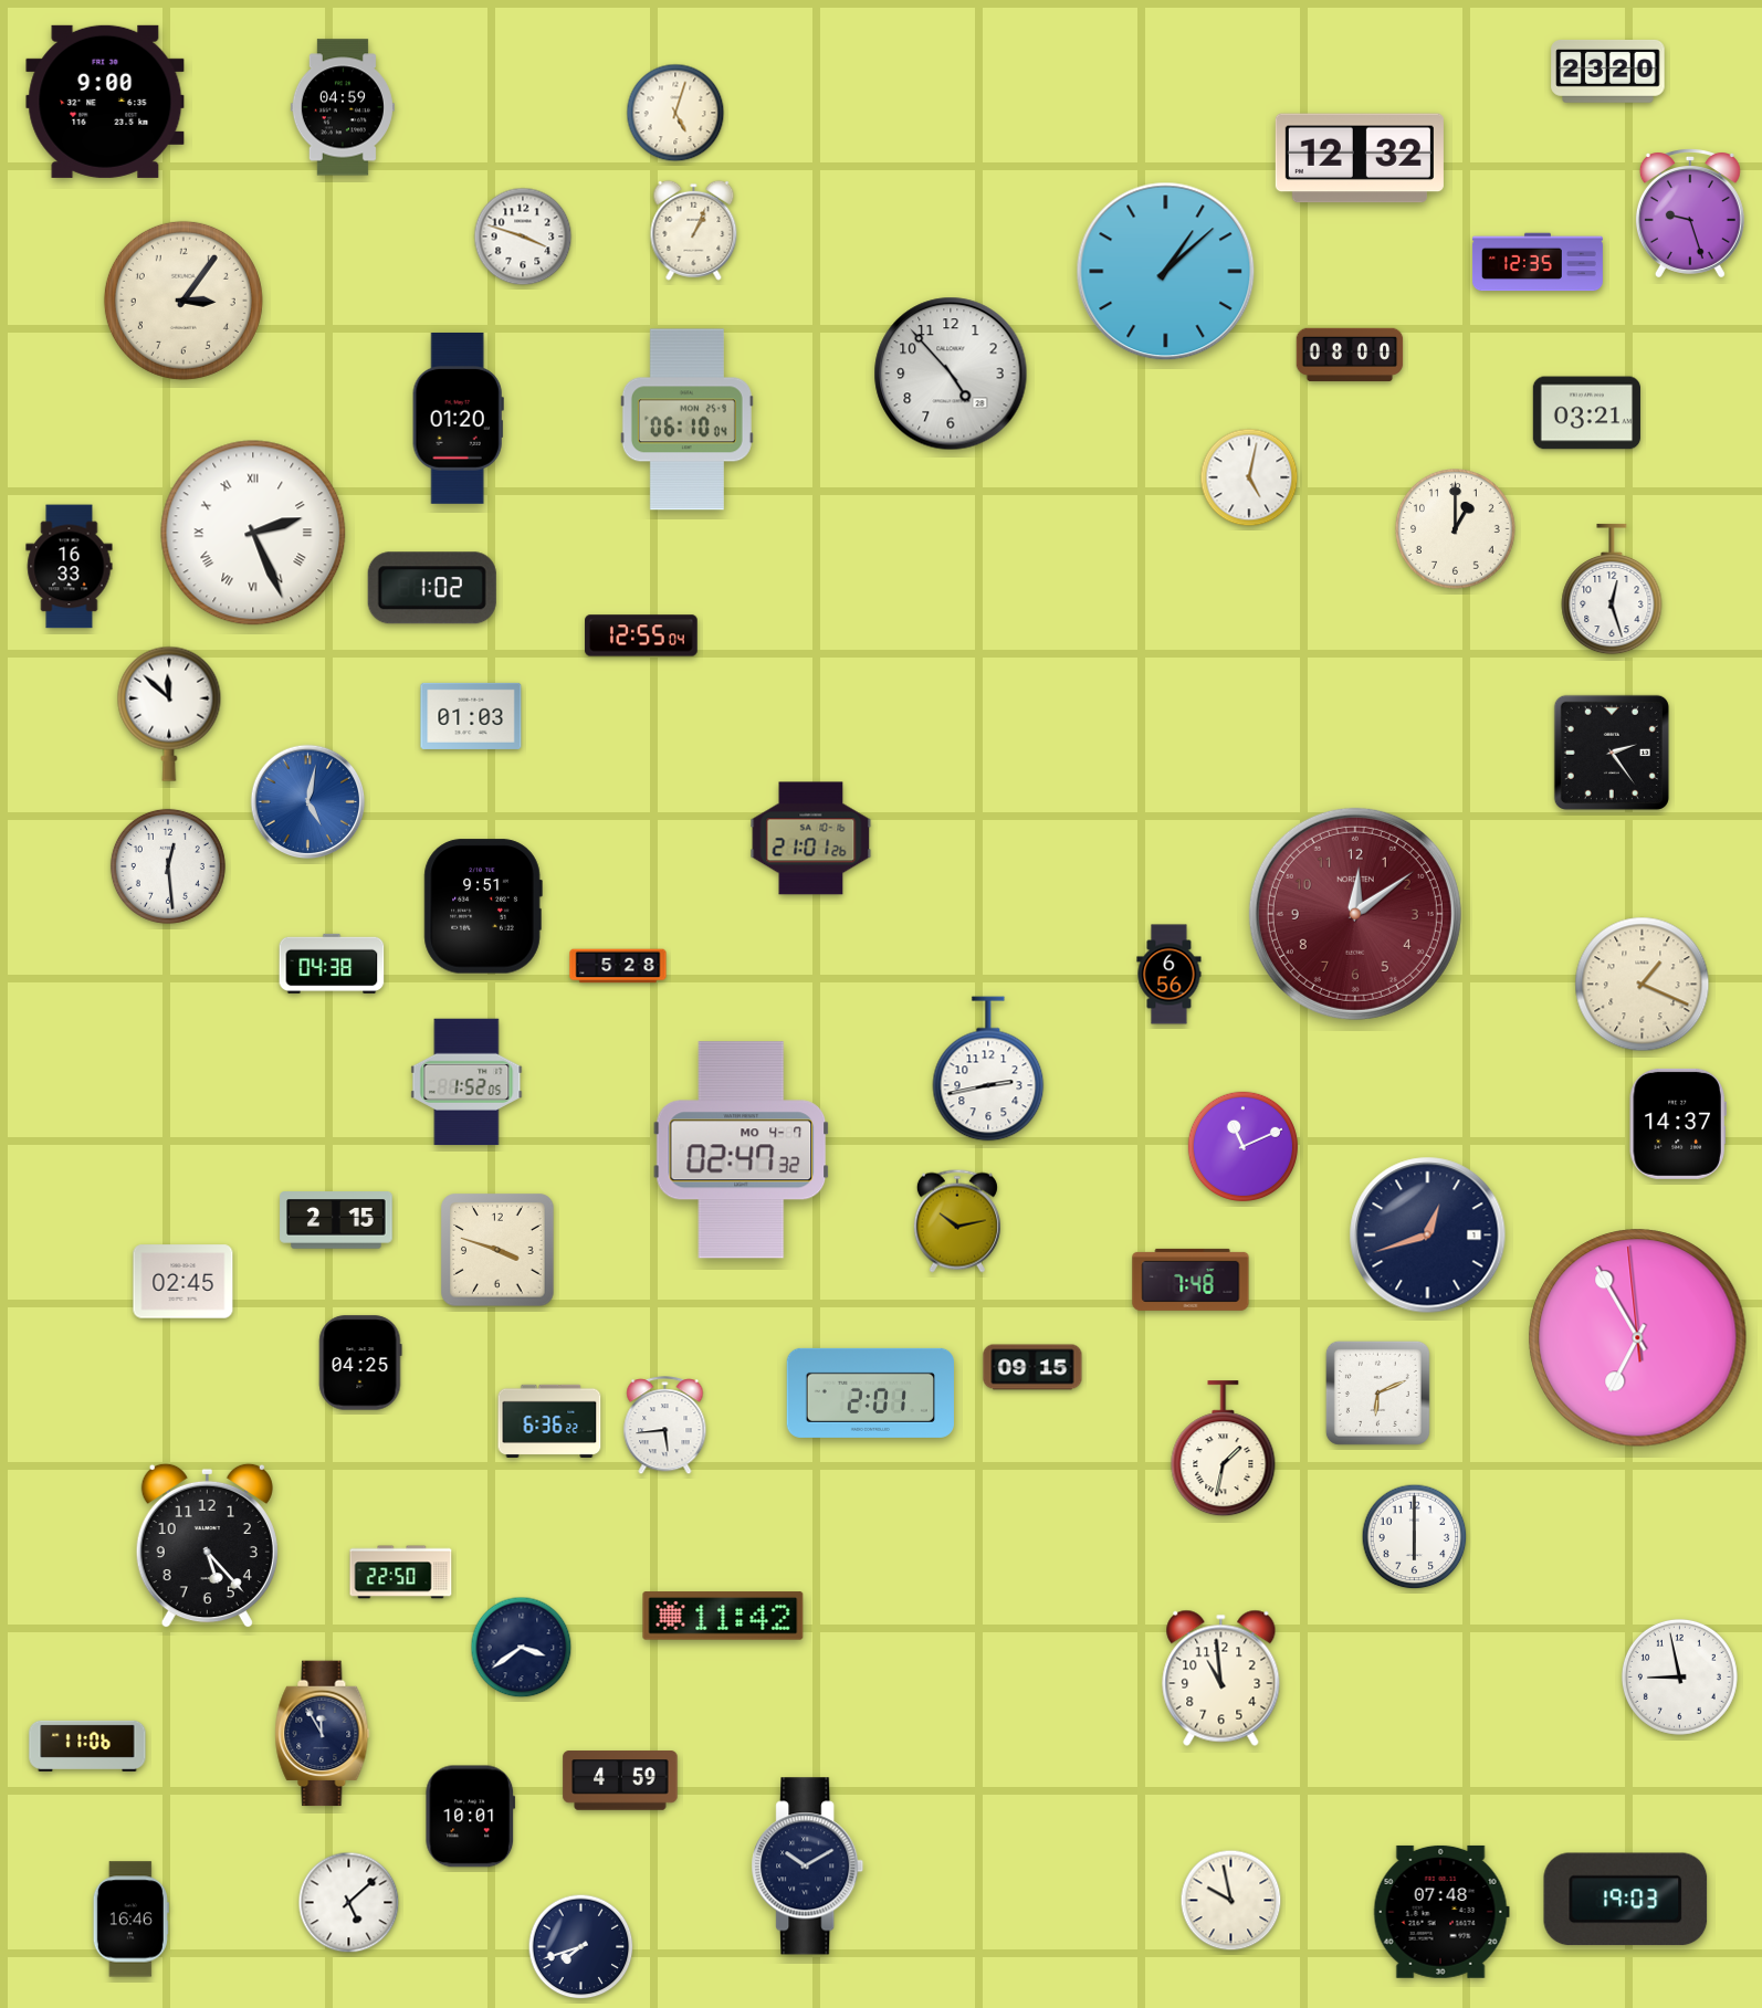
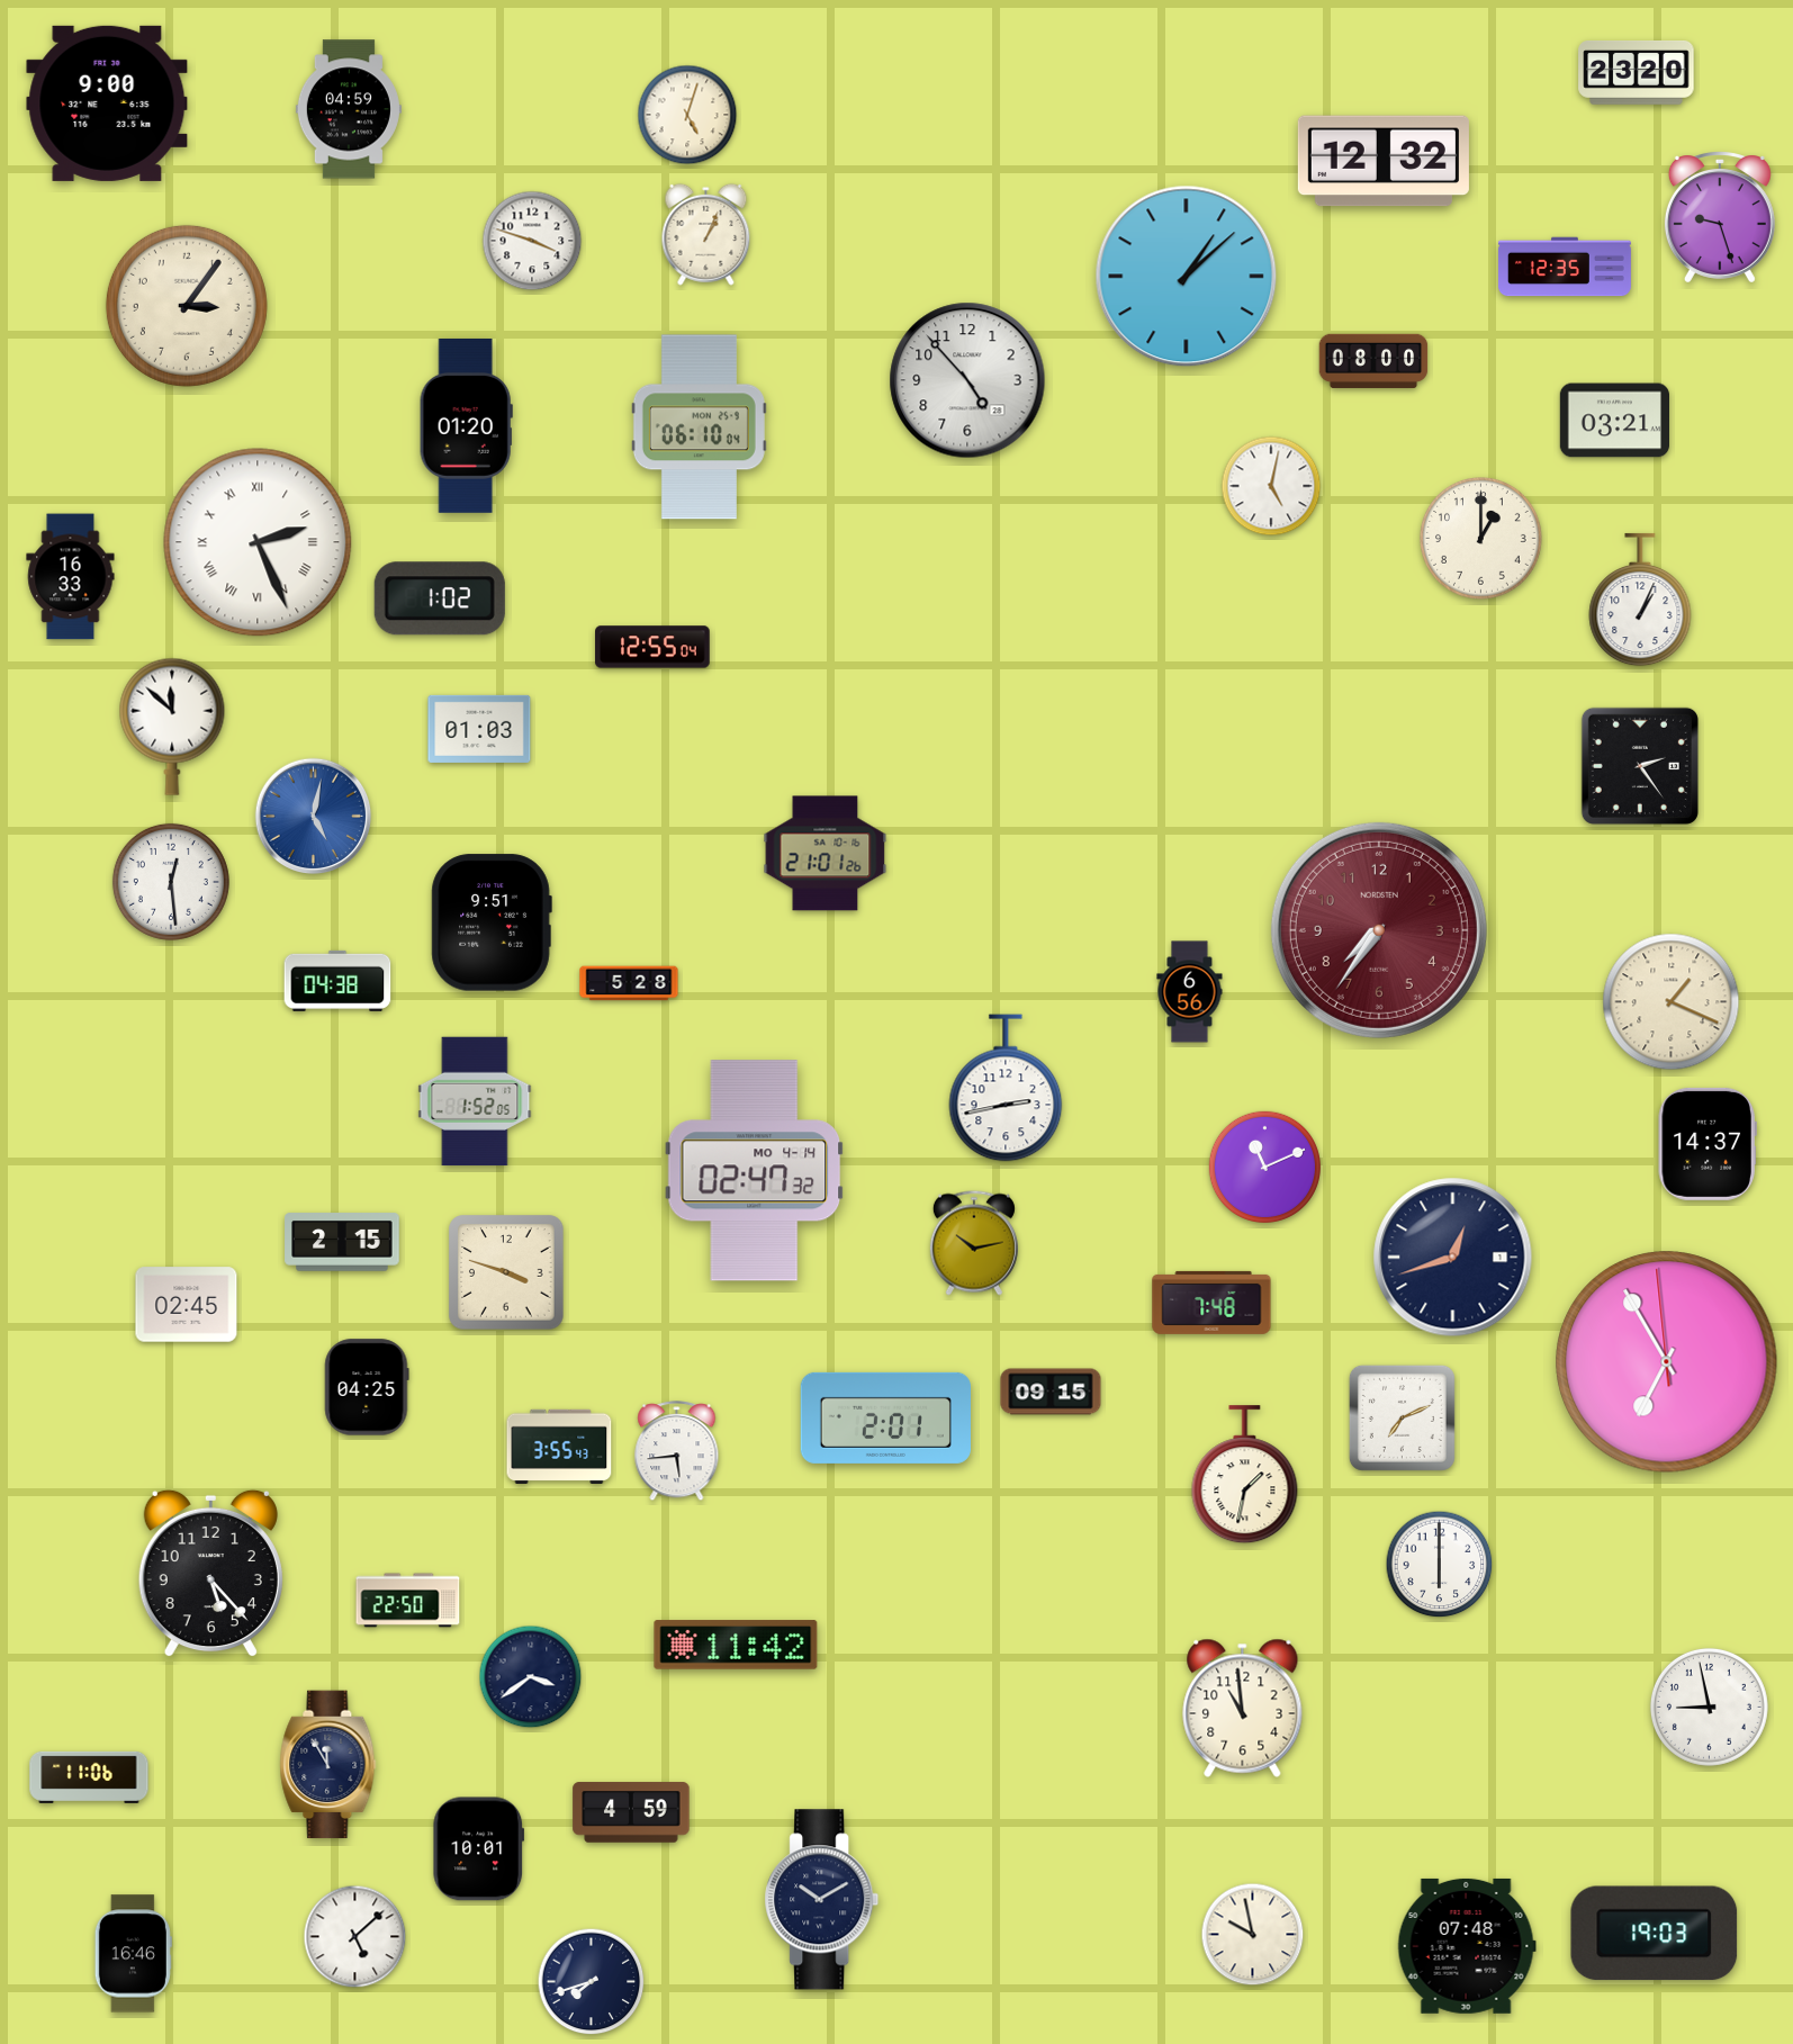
clock at (1612, 589): 12:27 -> 1:04
clock at (1355, 914): 12:09 -> 7:36
clock at (742, 1150) date: MO 4-7 -> MO 4-14
clock at (1377, 1392): 6:11 -> 7:11
clock at (549, 1420): 6:36 -> 3:55
